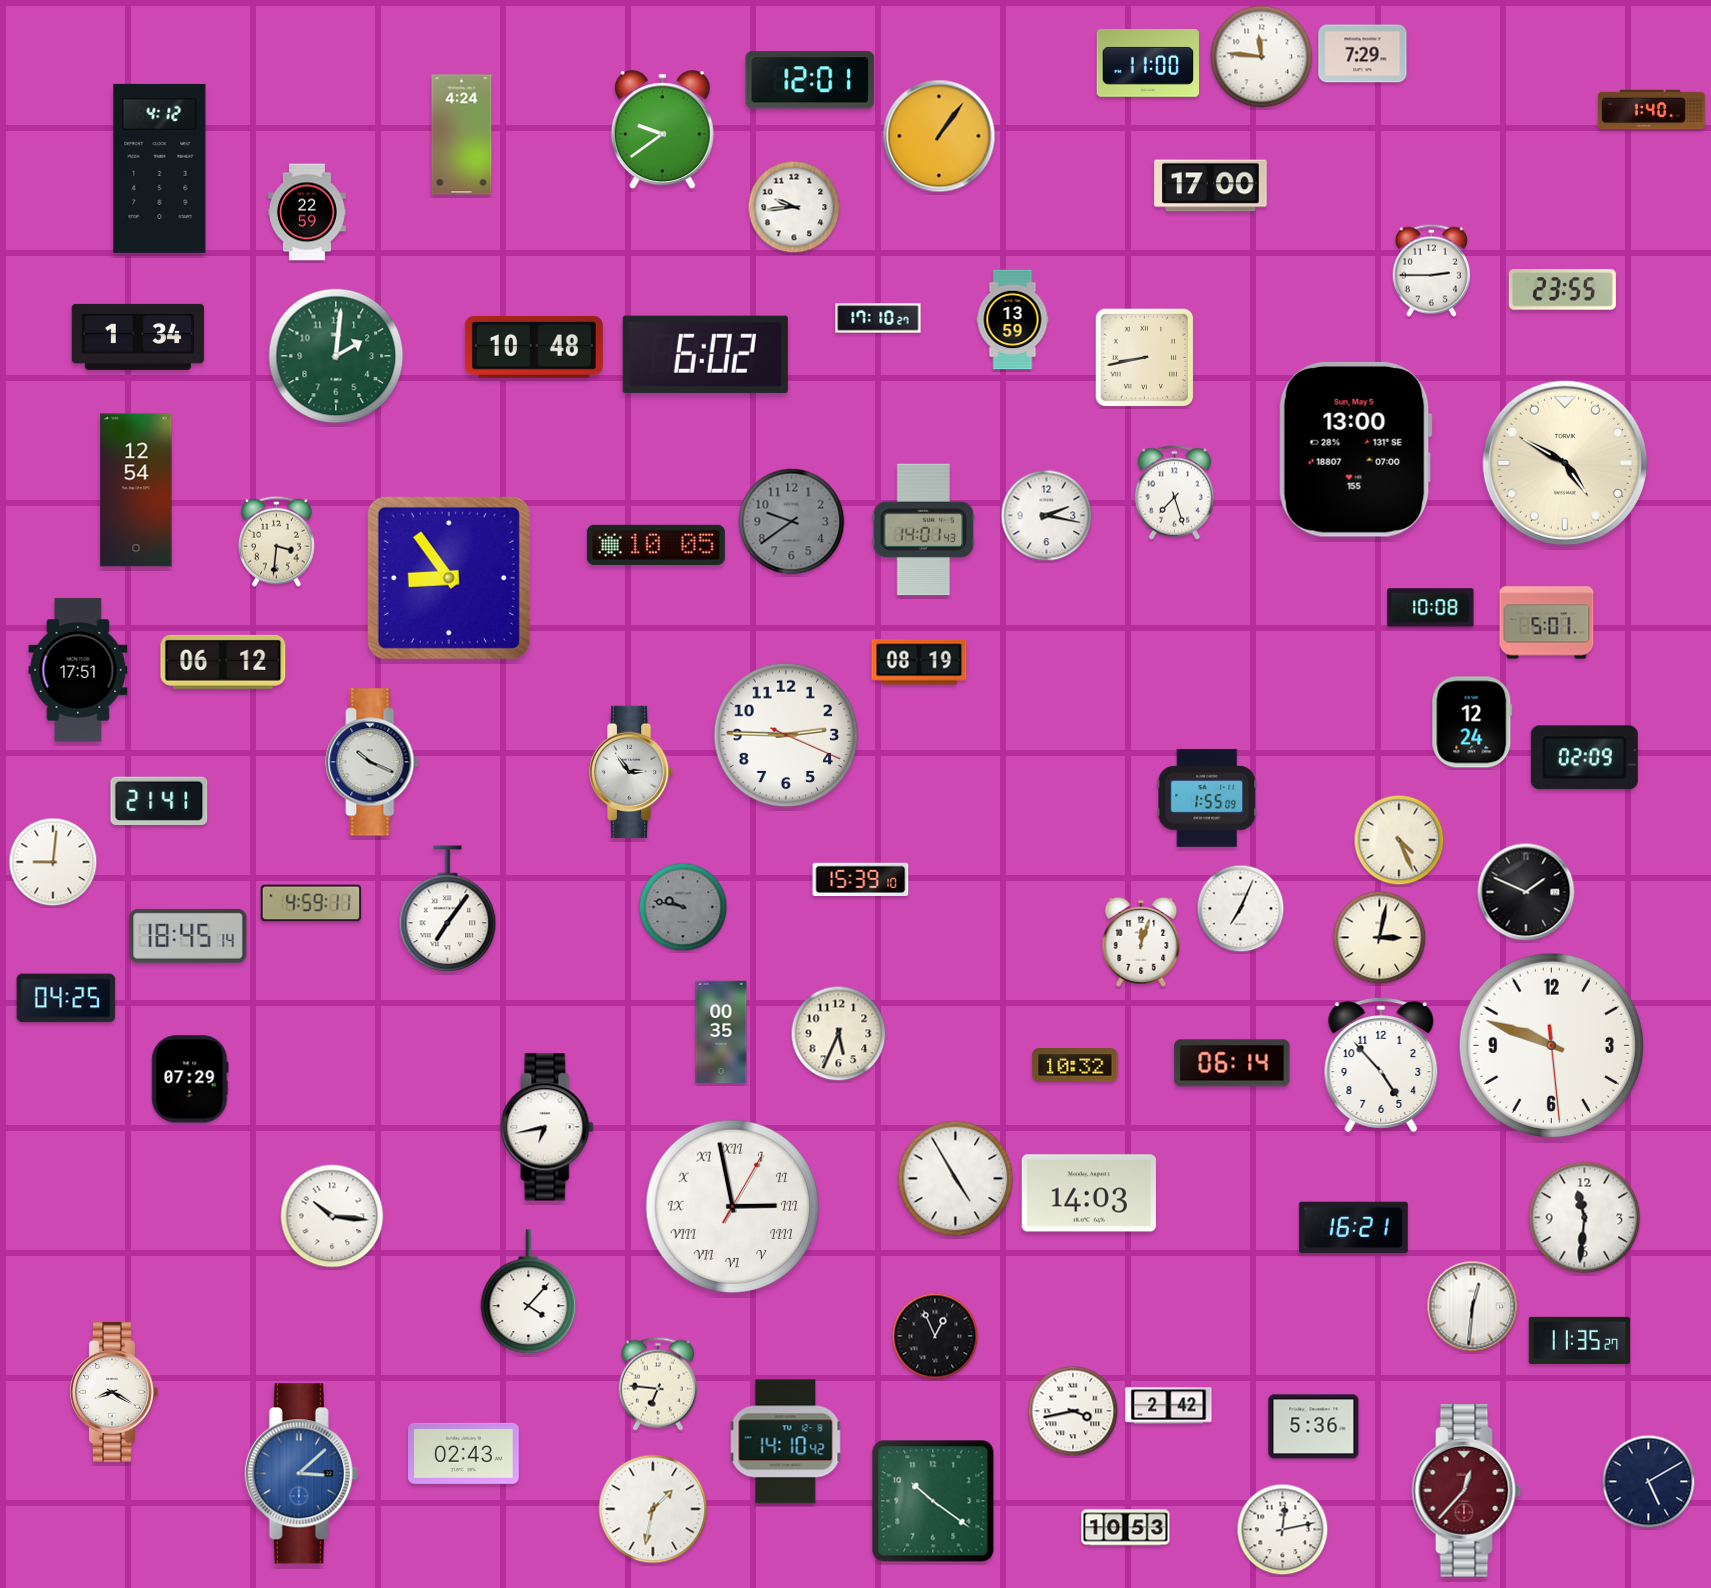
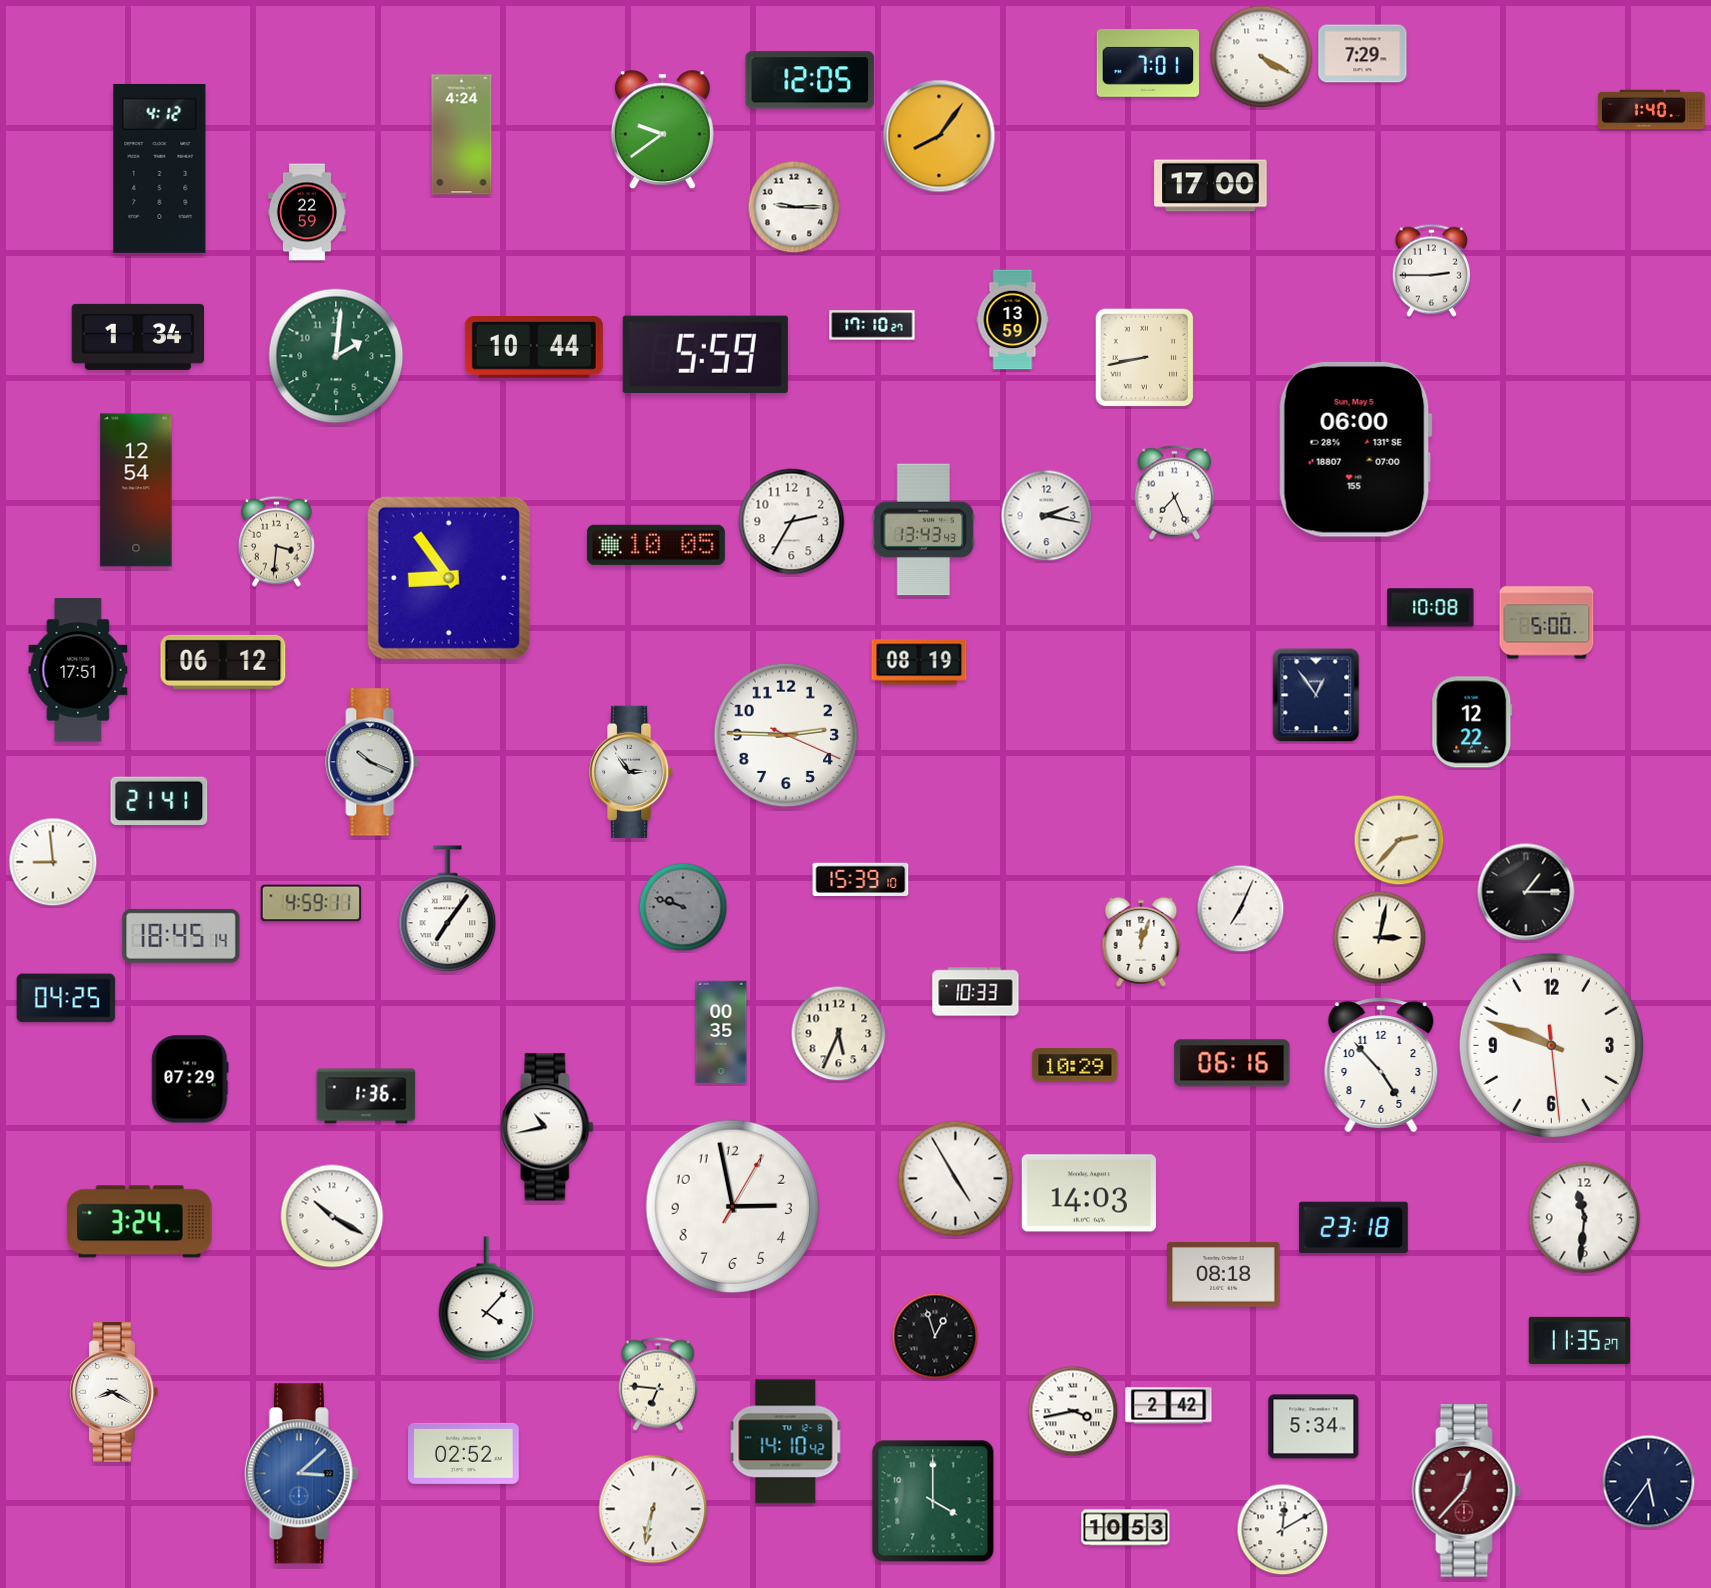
clock at (1262, 57): 11:46 -> 4:20
clock at (1148, 64): 11:00 -> 7:01
clock at (810, 80): 12:01 -> 12:05
clock at (939, 136): 1:06 -> 8:06
clock at (794, 207): 9:44 -> 9:15
clock at (1562, 290): 23:55 -> none
clock at (878, 318) position: (878, 318) -> (872, 325)
clock at (534, 348): 10:48 -> 10:44
clock at (705, 354): 6:02 -> 5:59
clock at (1355, 449): 13:00 -> 06:00
clock at (1565, 463): 4:50 -> none
clock at (1175, 493): 7:27 -> 7:26
clock at (792, 522): 9:39 -> 2:35
clock at (792, 522) dial: grey -> white
clock at (924, 530): 14:01 -> 13:43
clock at (1547, 623): 5:01 -> 5:00
clock at (1316, 695): none -> 12:54
clock at (1472, 722): 12:24 -> 12:22
clock at (1584, 758): 02:09 -> none
clock at (1207, 798): 1:55 -> none
clock at (1399, 840): 4:26 -> 2:37
clock at (53, 862): 9:01 -> 8:59
clock at (1526, 892): 1:49 -> 1:15
clock at (683, 907): 9:47 -> 9:48
clock at (188, 936) position: (188, 936) -> (181, 936)
clock at (976, 992): none -> 10:33
clock at (1232, 1063): 06:14 -> 06:16
clock at (1075, 1065): 10:32 -> 10:29
clock at (366, 1096): none -> 1:36
clock at (547, 1127): 6:43 -> 10:43
clock at (732, 1206) numerals: Roman -> Arabic
clock at (332, 1216): 10:16 -> 10:20
clock at (140, 1222): none -> 3:24
clock at (1353, 1228): 16:21 -> 23:18
clock at (1224, 1275): none -> 08:18
clock at (529, 1292) position: (529, 1292) -> (487, 1299)
clock at (1473, 1307): 12:31 -> none
clock at (935, 1336): 12:56 -> 12:57
clock at (1314, 1427): 5:36 -> 5:34
clock at (464, 1453): 02:43 -> 02:52
clock at (1649, 1482): 5:10 -> 5:36
clock at (933, 1501): 10:21 -> 4:00
clock at (653, 1509): 1:32 -> 6:32
clock at (1283, 1530): 12:13 -> 12:10
